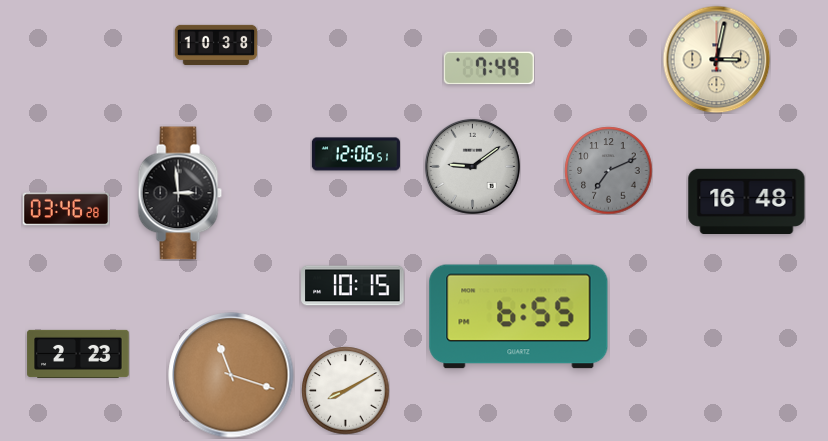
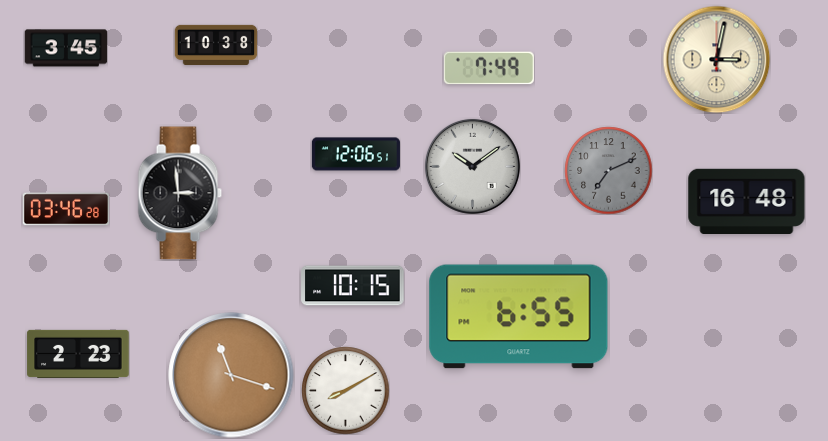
clock at (66, 48): none -> 3:45
clock at (472, 166): 9:09 -> 10:09
